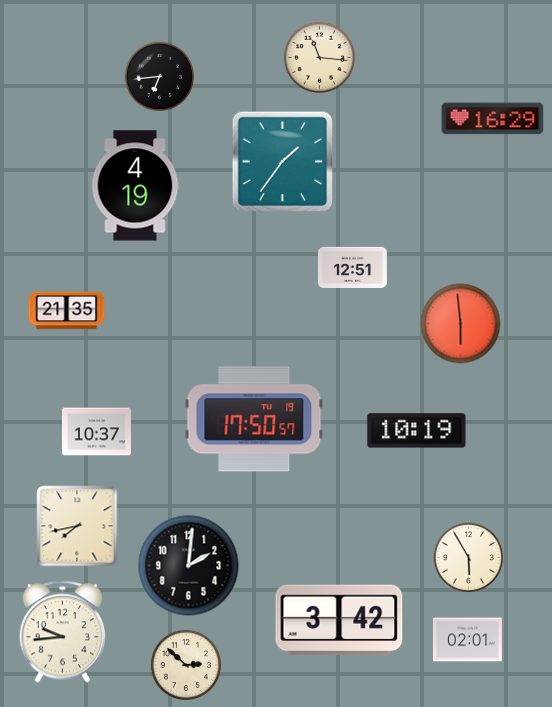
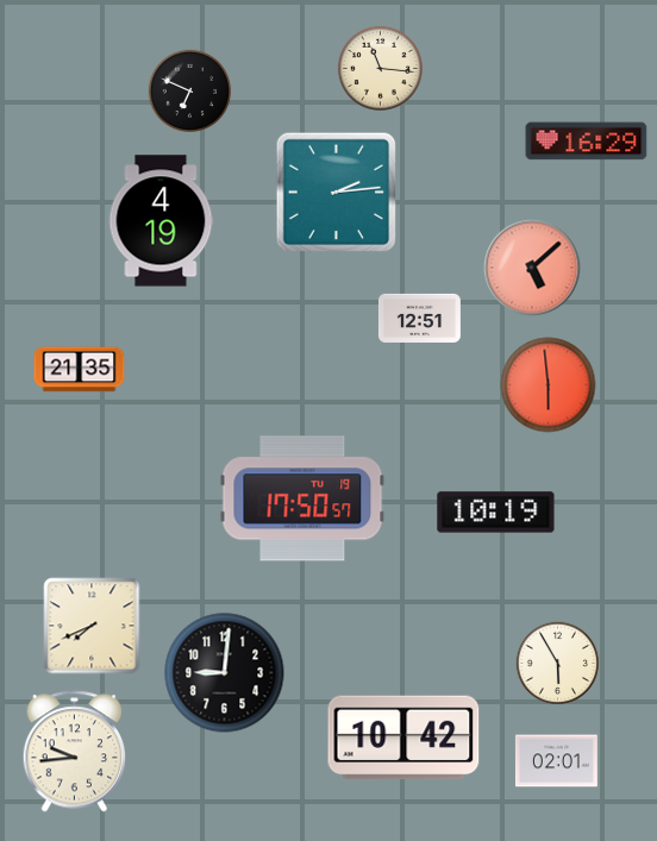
clock at (160, 77): 6:44 -> 6:49
clock at (282, 161): 1:36 -> 2:14
clock at (532, 268): none -> 5:08
clock at (96, 432): 10:37 -> none
clock at (77, 526): 7:43 -> 7:41
clock at (189, 566): 2:01 -> 9:01
clock at (339, 620): 3:42 -> 10:42
clock at (185, 664): 2:52 -> none
